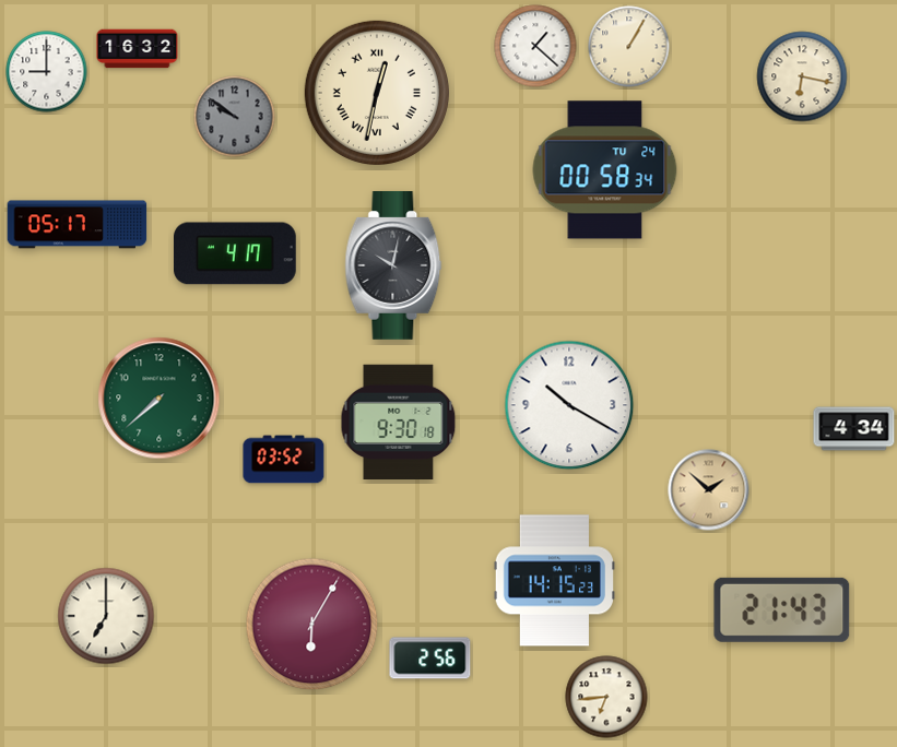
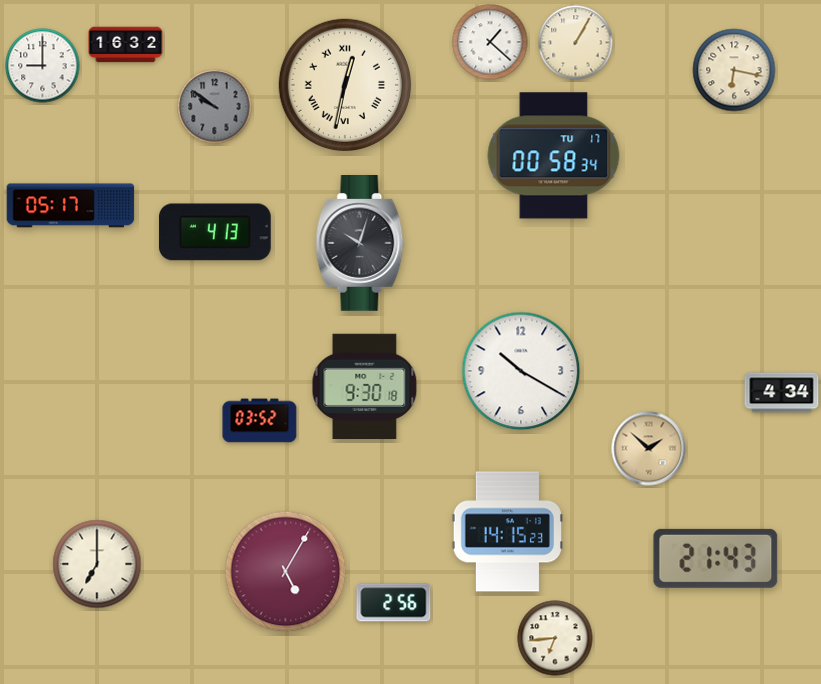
clock at (605, 170) date: TU 24 -> TU 17
clock at (236, 253): 4:17 -> 4:13
clock at (393, 266): 10:02 -> 10:03
clock at (160, 399): 7:38 -> none
clock at (312, 625): 6:05 -> 5:05
